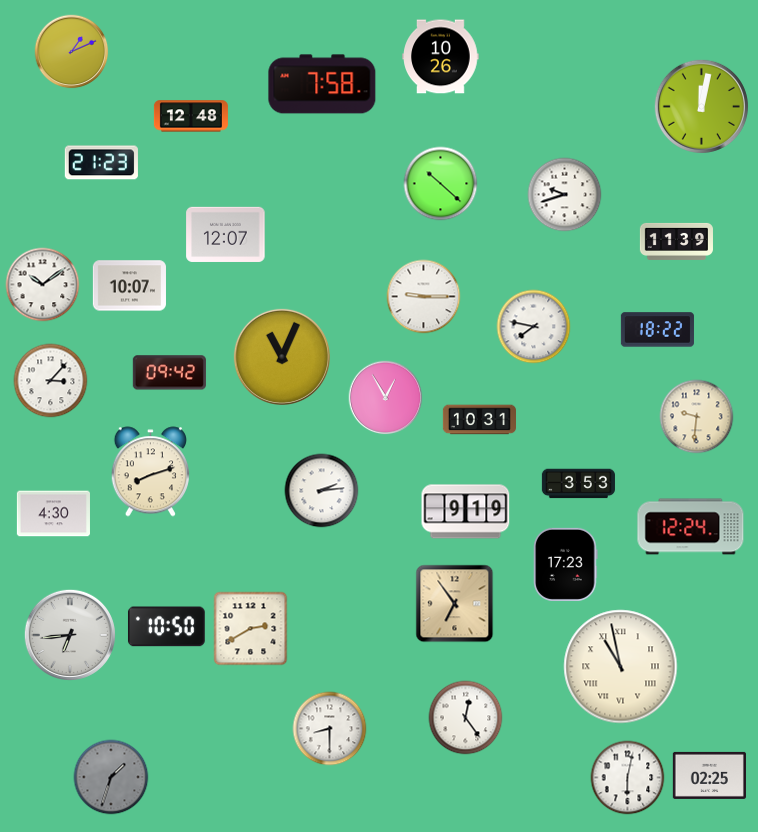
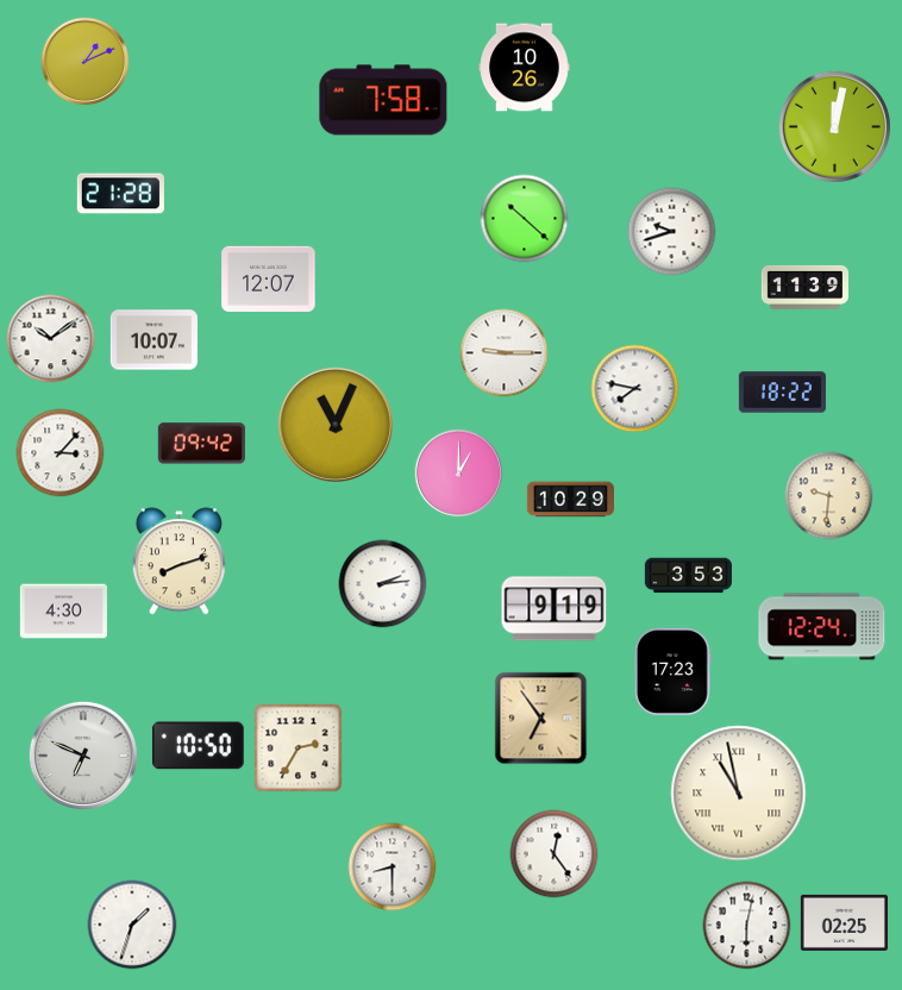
clock at (191, 116): 12:48 -> none
clock at (101, 163): 21:23 -> 21:28
clock at (386, 398): 12:55 -> 1:00
clock at (479, 420): 10:31 -> 10:29
clock at (251, 629): 2:40 -> 2:35
clock at (70, 635): 6:44 -> 6:49
clock at (111, 777) dial: grey -> white
